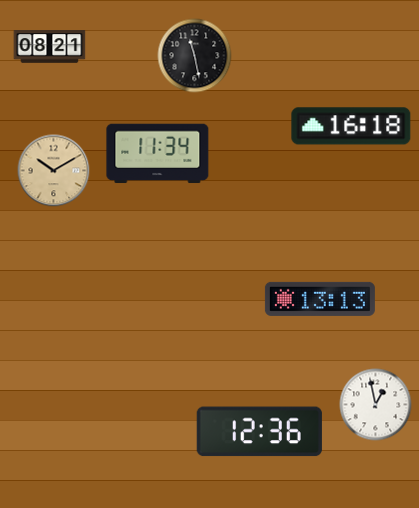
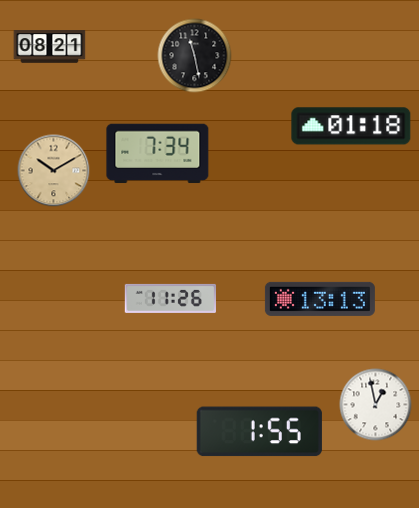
clock at (351, 126): 16:18 -> 01:18
clock at (158, 154): 11:34 -> 7:34
clock at (170, 298): none -> 11:26
clock at (259, 432): 12:36 -> 1:55
